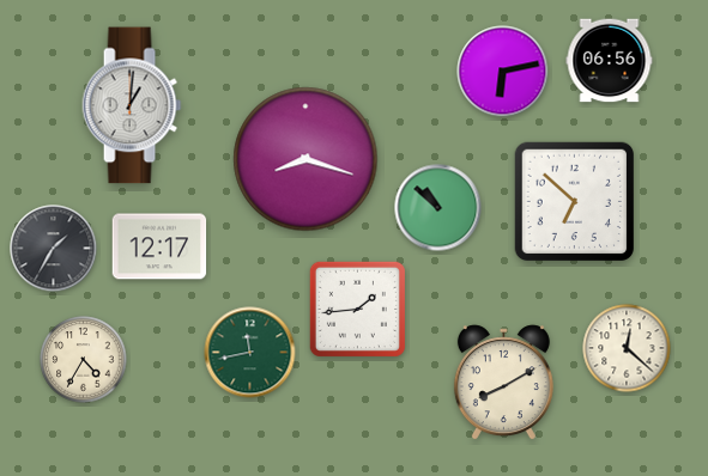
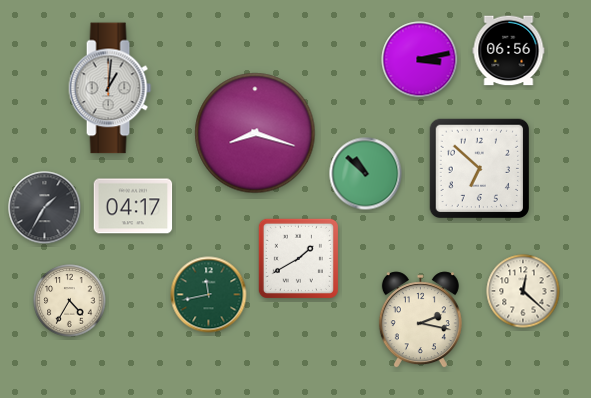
clock at (503, 72): 6:13 -> 3:13
clock at (159, 246): 12:17 -> 04:17
clock at (357, 309): 1:44 -> 1:40
clock at (503, 383): 8:10 -> 2:17
